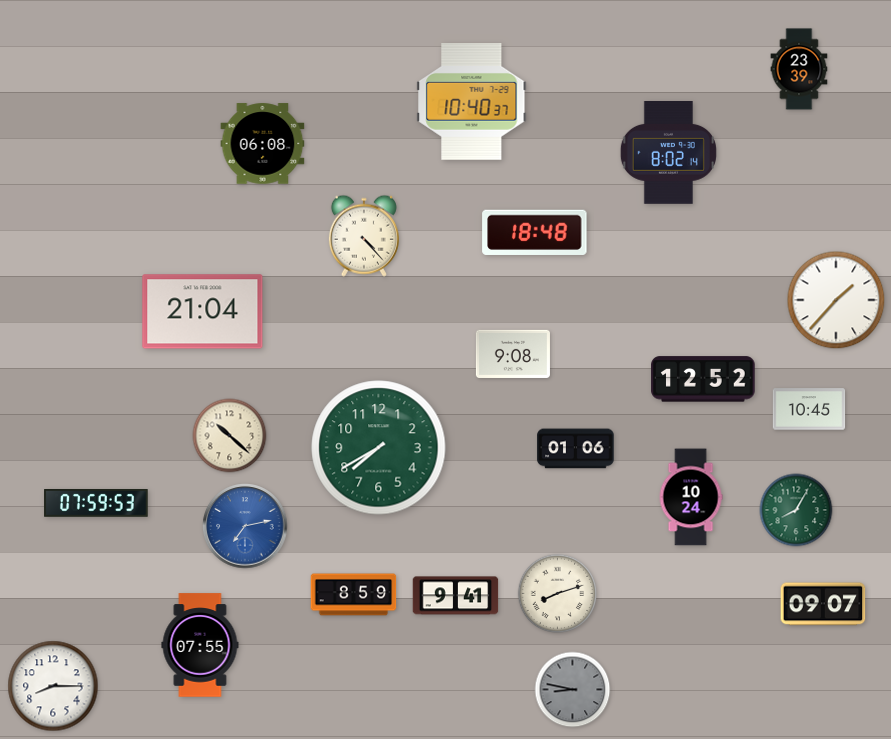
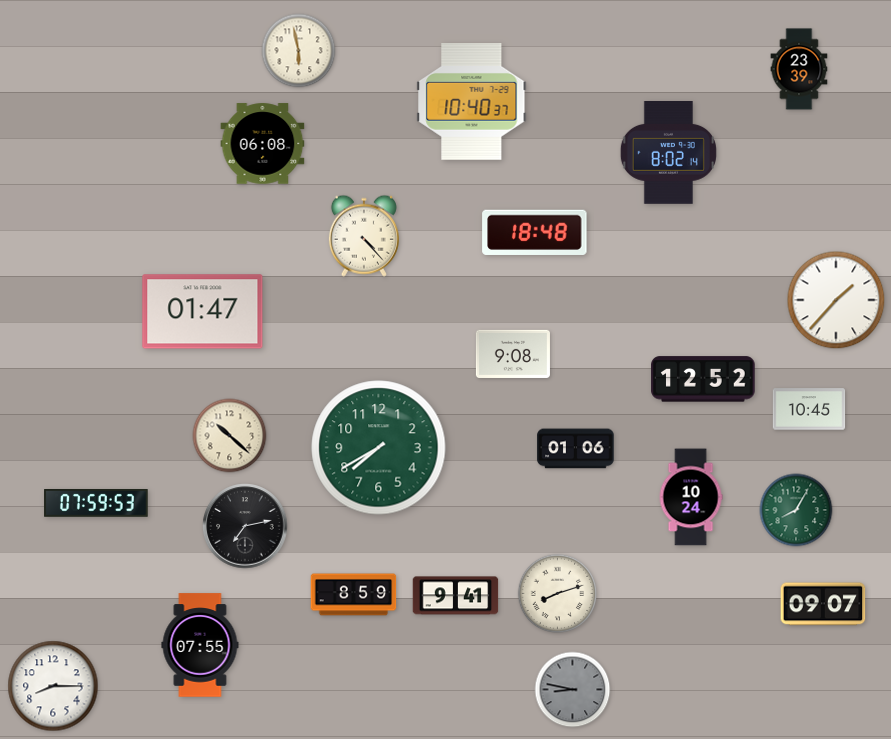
clock at (299, 51): none -> 5:58
clock at (203, 312): 21:04 -> 01:47
clock at (245, 526) dial: blue -> black
